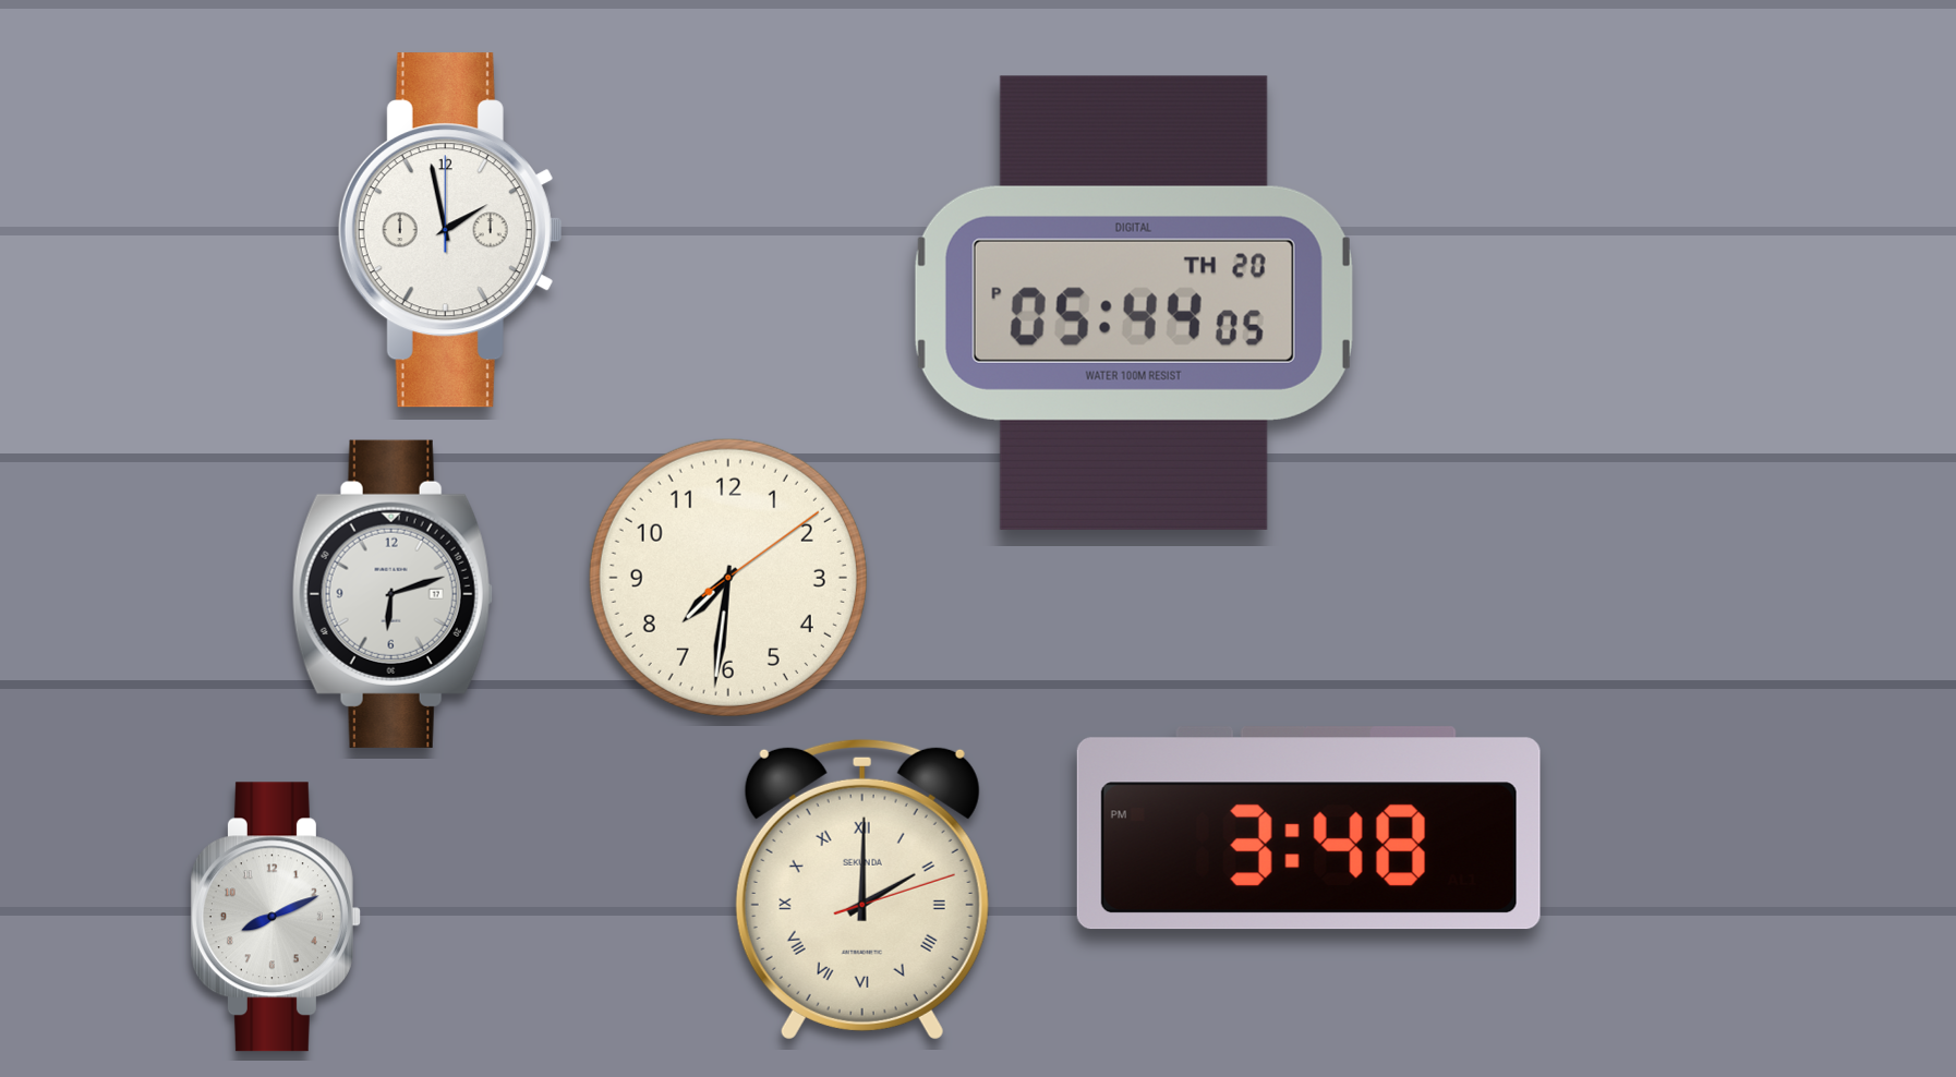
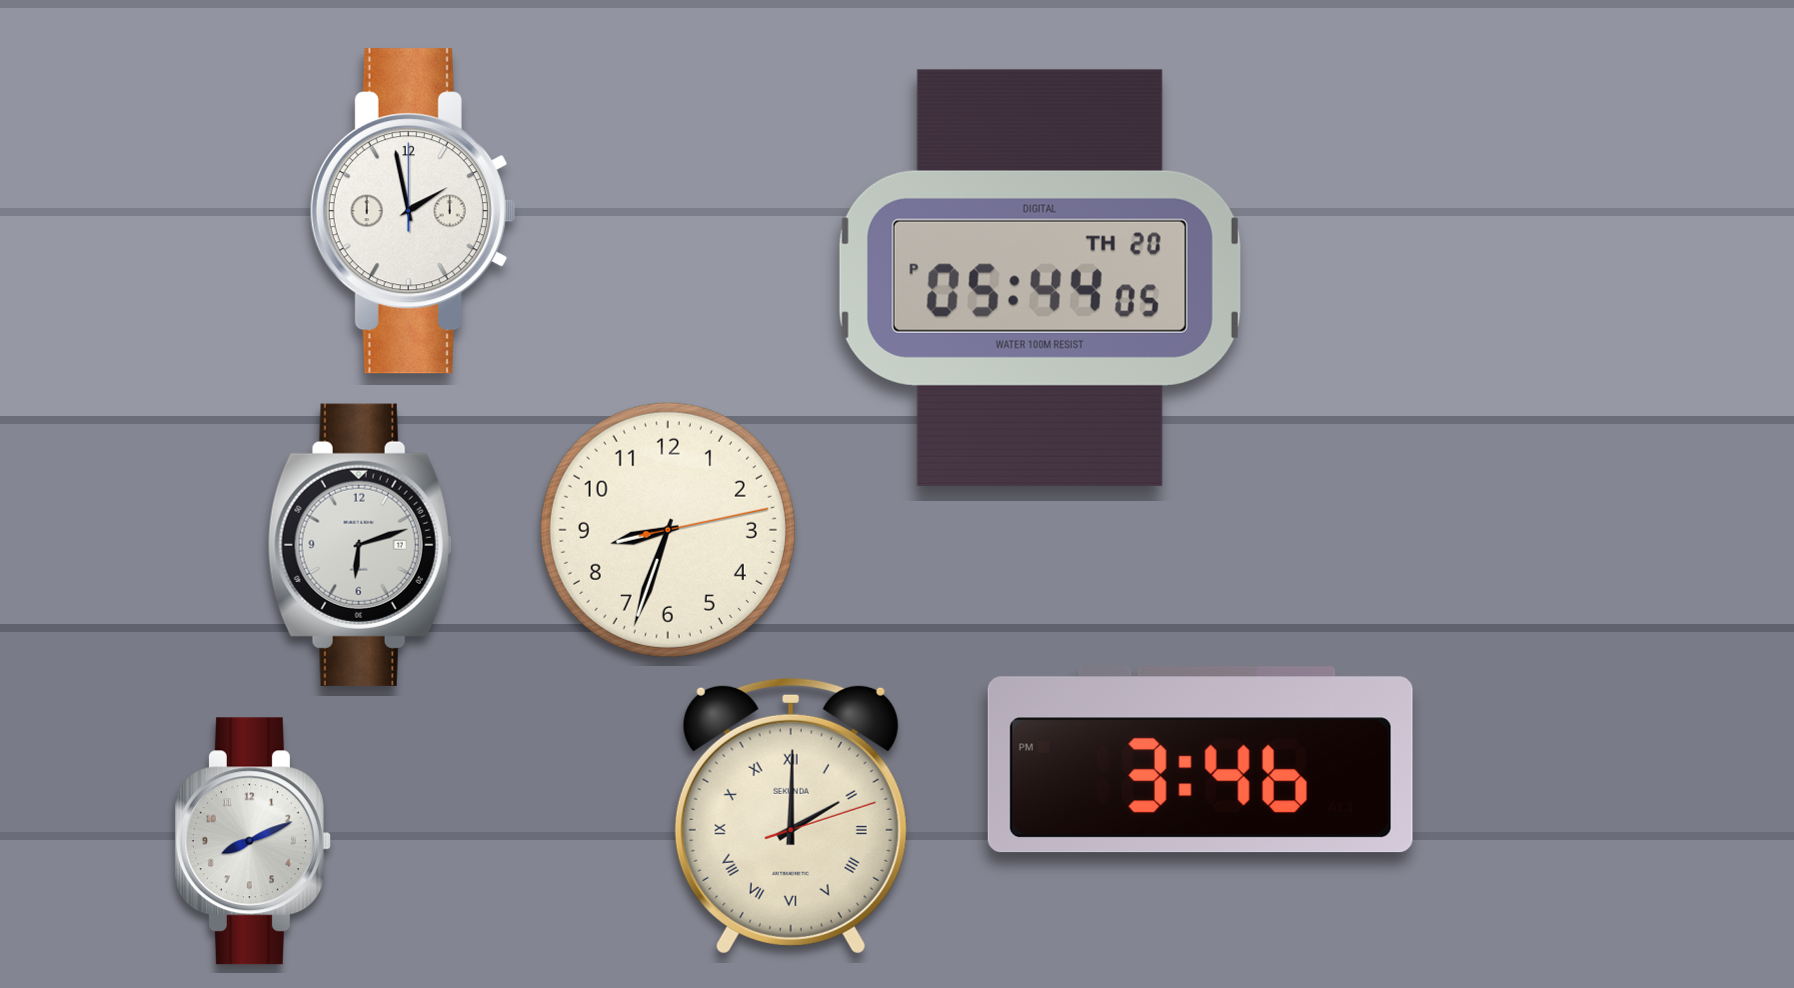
clock at (728, 578): 7:31 -> 8:33
clock at (1308, 828): 3:48 -> 3:46
